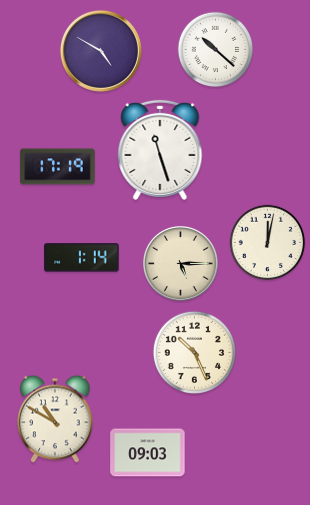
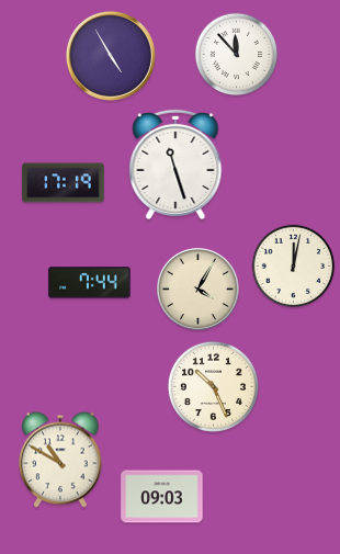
clock at (216, 50): 10:22 -> 11:53
clock at (101, 51): 4:50 -> 4:55
clock at (82, 258): 1:14 -> 7:44
clock at (180, 263): 5:15 -> 4:05
